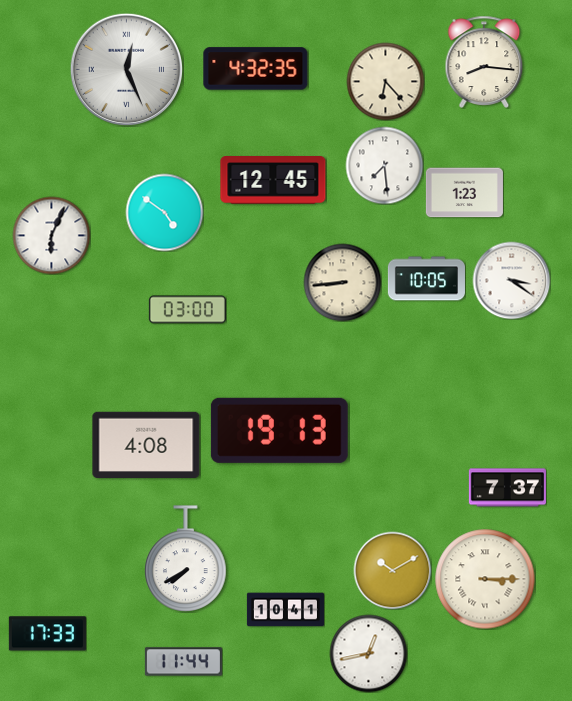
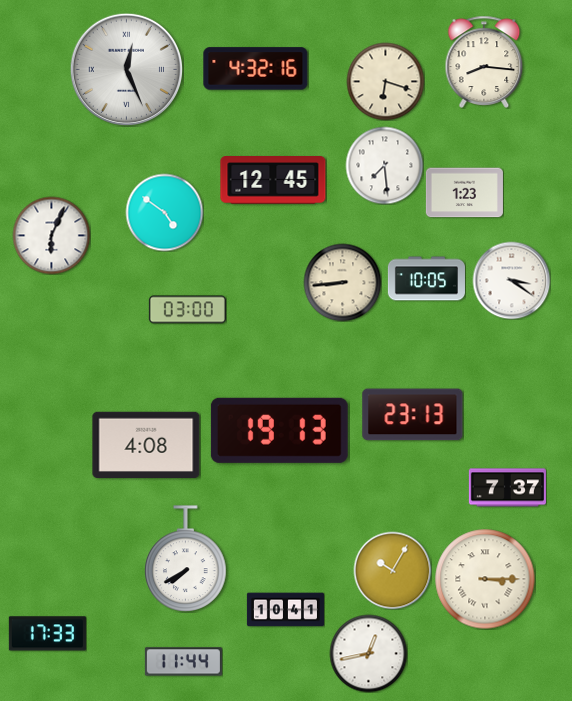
clock at (256, 69): 4:32:35 -> 4:32:16
clock at (385, 81): 6:23 -> 6:18
clock at (413, 415): none -> 23:13
clock at (392, 570): 10:10 -> 10:05
